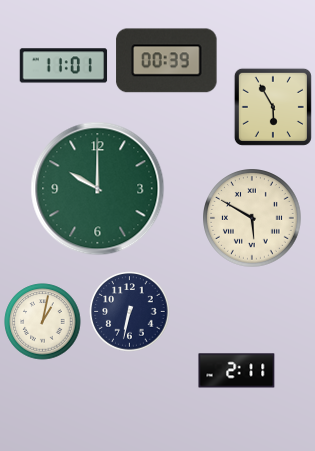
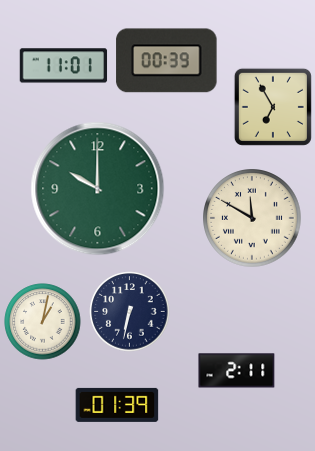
clock at (273, 107): 5:55 -> 6:55
clock at (253, 219): 5:50 -> 11:50
clock at (117, 405): none -> 01:39
